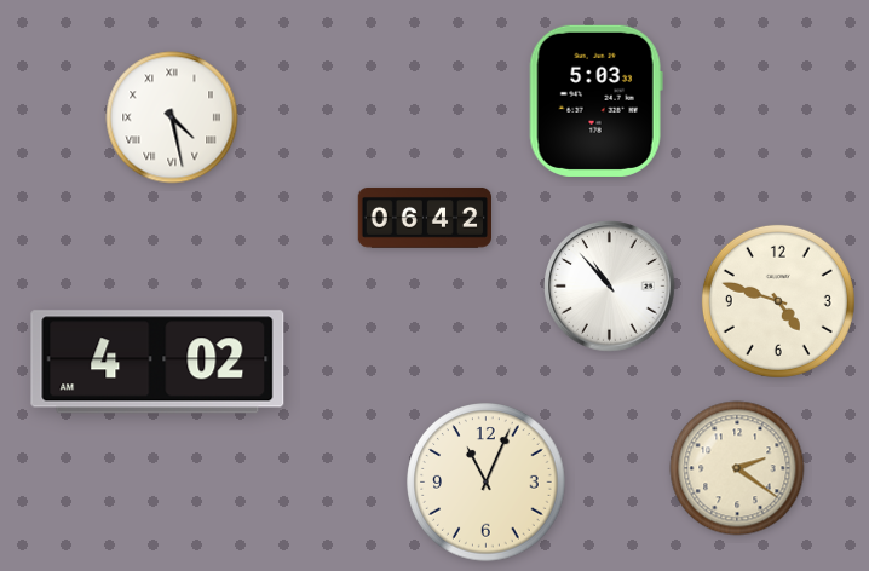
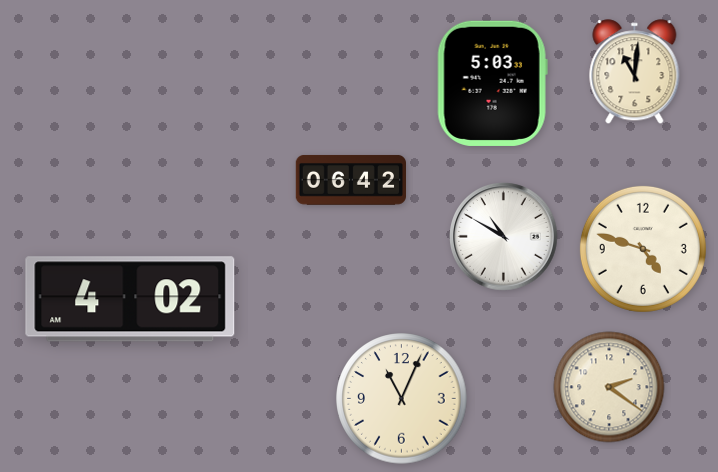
clock at (635, 72): none -> 11:01
clock at (172, 117): 4:28 -> none
clock at (610, 287): 10:53 -> 10:50
